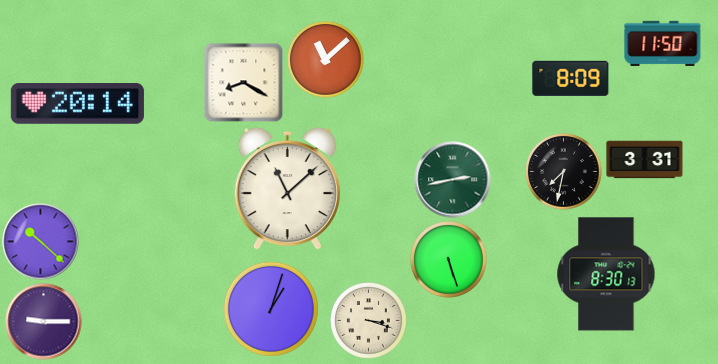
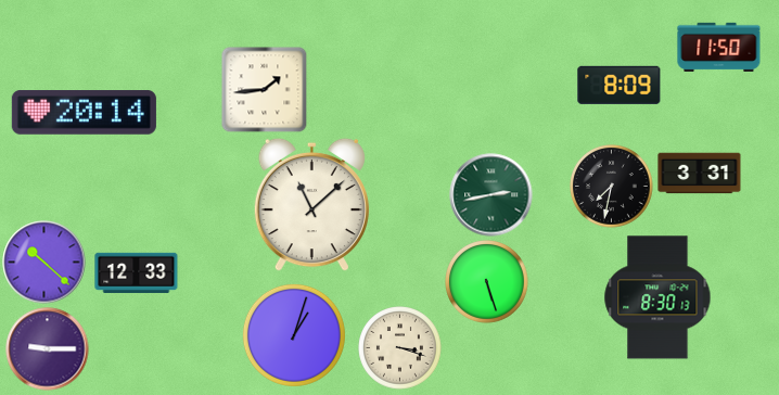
clock at (326, 60): 11:08 -> none
clock at (244, 83): 8:20 -> 1:44
clock at (137, 272): none -> 12:33
